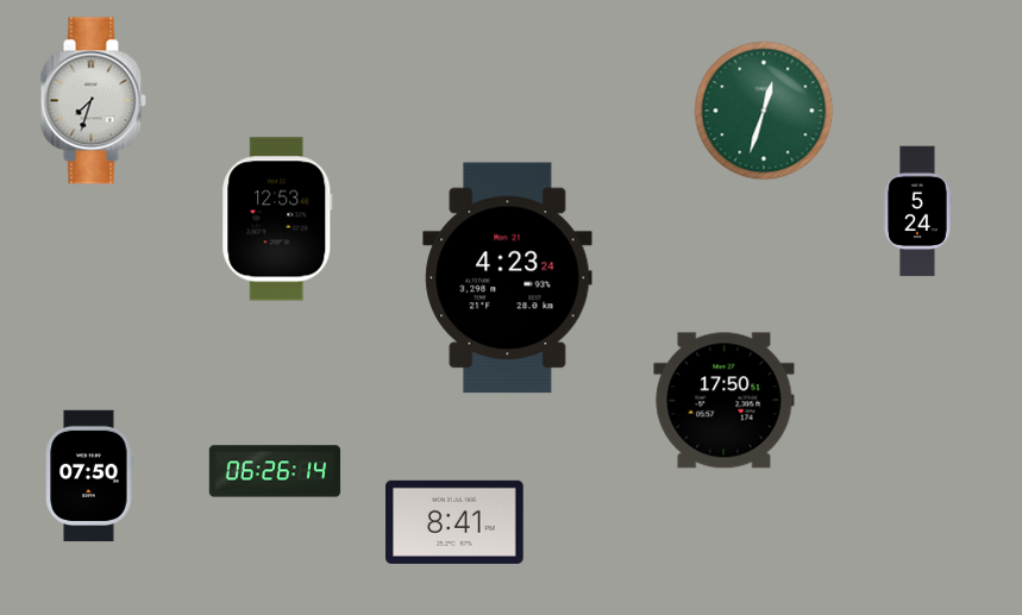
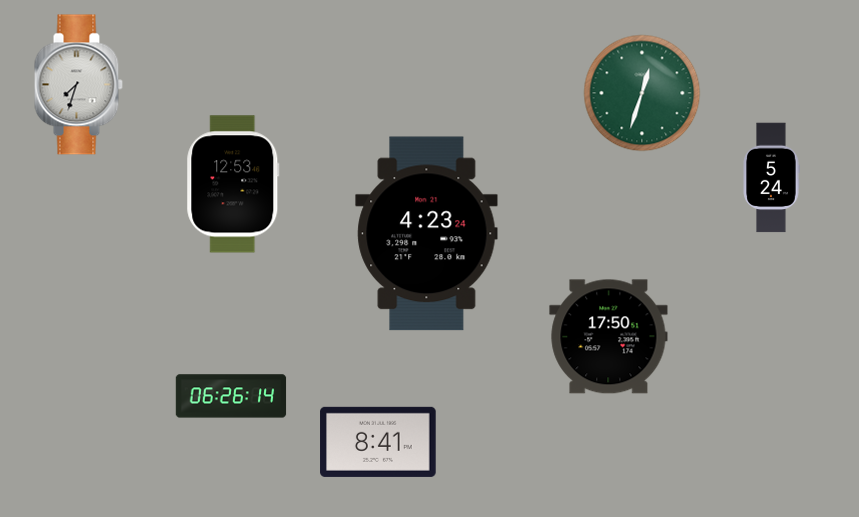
clock at (89, 476): 07:50 -> none
clock at (454, 522) position: (454, 522) -> (378, 442)
